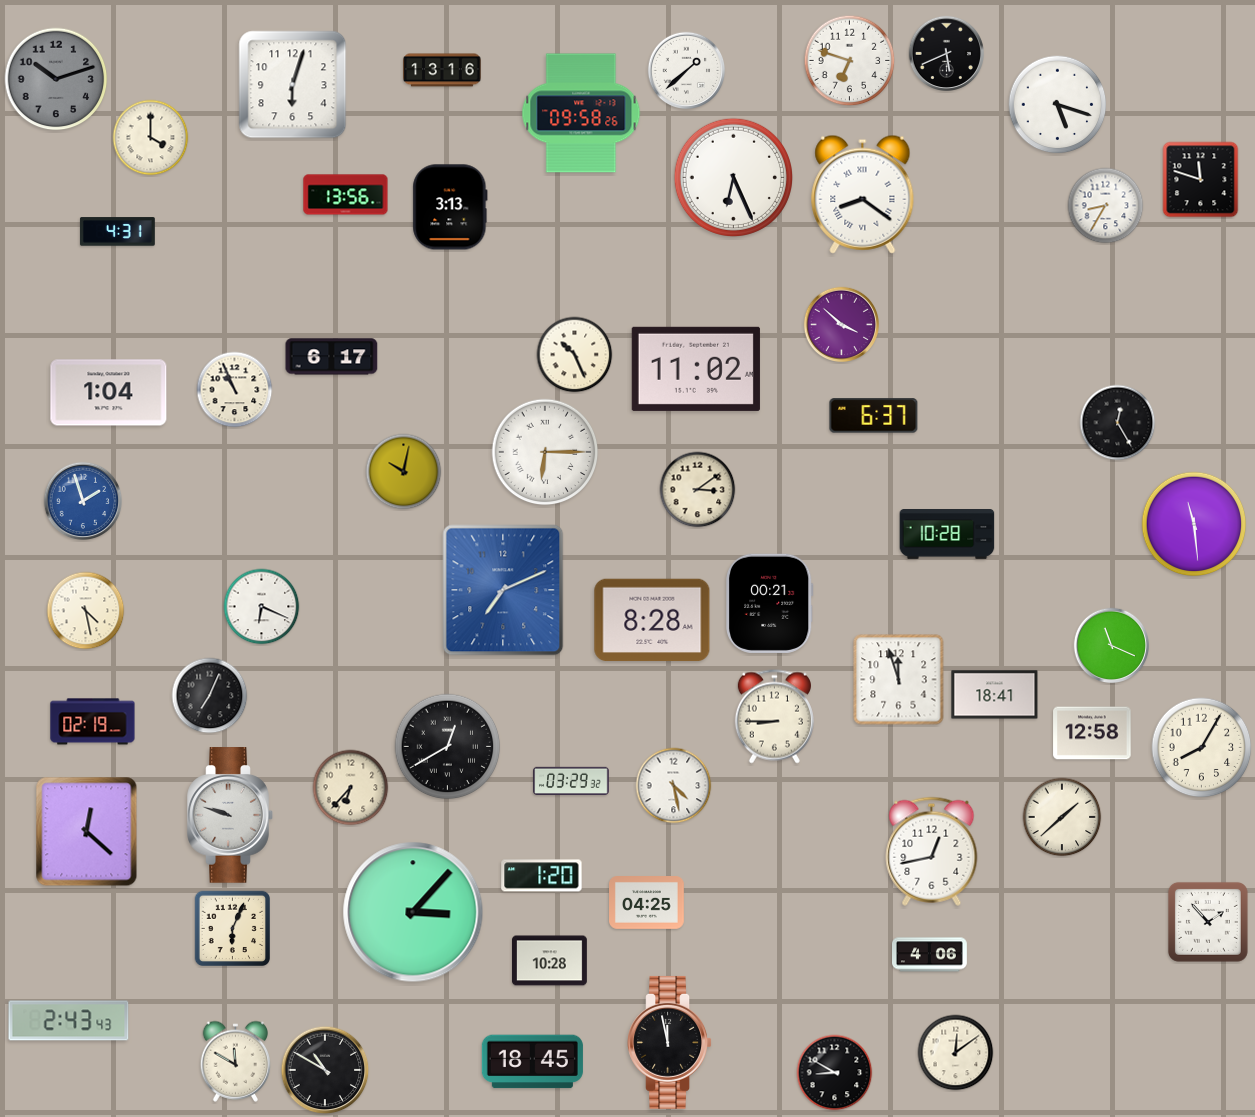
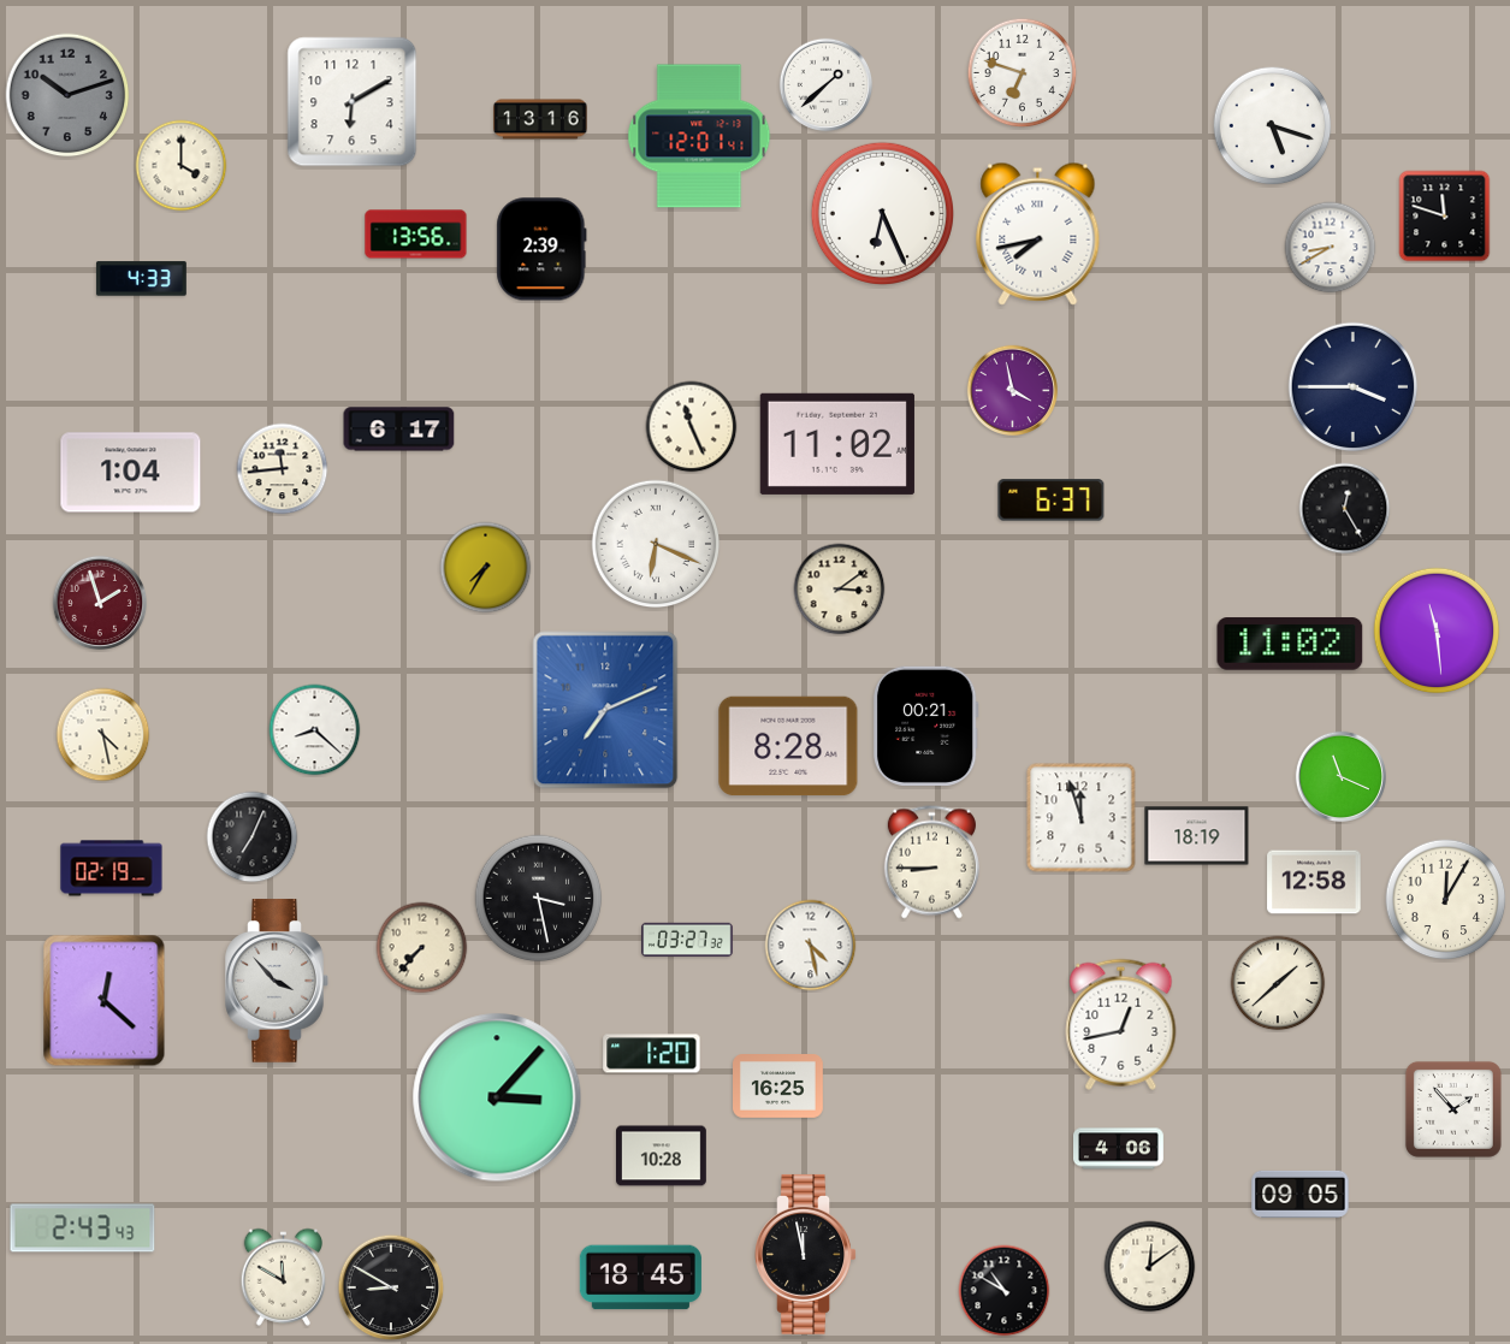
clock at (947, 54): 5:41 -> none
clock at (442, 70) position: (442, 70) -> (540, 119)
clock at (293, 85): 6:03 -> 6:10
clock at (581, 113): 09:58 -> 12:01
clock at (863, 194): 8:21 -> 7:43
clock at (1106, 206): 8:35 -> 8:40
clock at (450, 207): 3:13 -> 2:39
clock at (117, 232): 4:31 -> 4:33
clock at (1354, 387): none -> 3:45
clock at (842, 325): 3:52 -> 3:58
clock at (575, 355): 10:26 -> 11:26
clock at (235, 390): 10:56 -> 11:44
clock at (545, 452): 6:15 -> 6:19
clock at (404, 472): 10:02 -> 7:35
clock at (83, 501) dial: blue -> burgundy
clock at (947, 535): 10:28 -> none
clock at (1290, 644): none -> 11:02
clock at (262, 607): 6:19 -> 8:22
clock at (652, 620) position: (652, 620) -> (788, 746)
clock at (1112, 646) position: (1112, 646) -> (1342, 777)
clock at (995, 695): 18:41 -> 18:19
clock at (448, 747): 12:40 -> 3:28
clock at (1202, 748): 8:05 -> 12:05
clock at (571, 780): 03:29 -> 03:27
clock at (351, 788): 6:37 -> 7:37
clock at (230, 815): 9:48 -> 3:53
clock at (647, 903): 04:25 -> 16:25
clock at (233, 929): 6:04 -> none
clock at (1301, 1194): none -> 09:05
clock at (325, 1070): 10:50 -> 8:50
clock at (835, 1073): 8:50 -> 10:50
